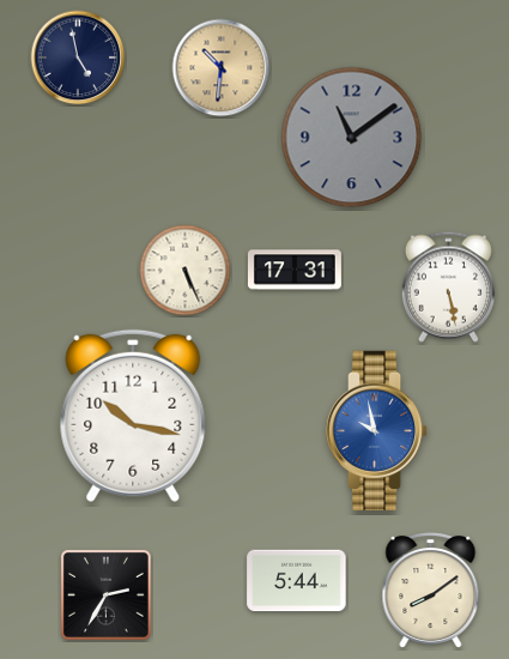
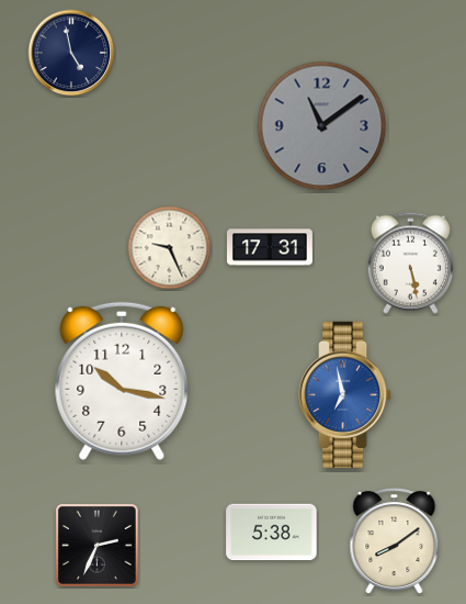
clock at (222, 68): 10:31 -> none
clock at (186, 271): 5:26 -> 9:26
clock at (377, 430): 9:58 -> 6:58
clock at (297, 581): 5:44 -> 5:38
clock at (107, 595): 2:35 -> 2:34
